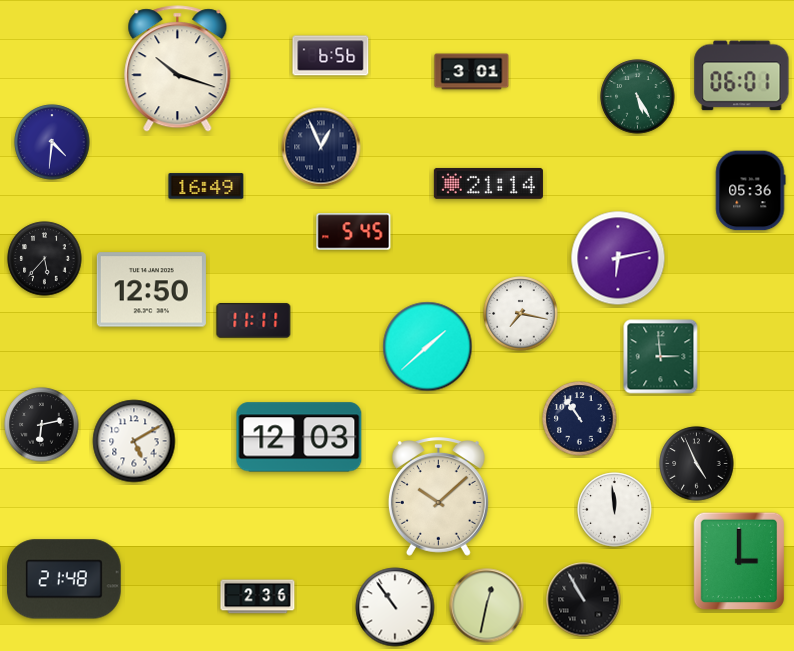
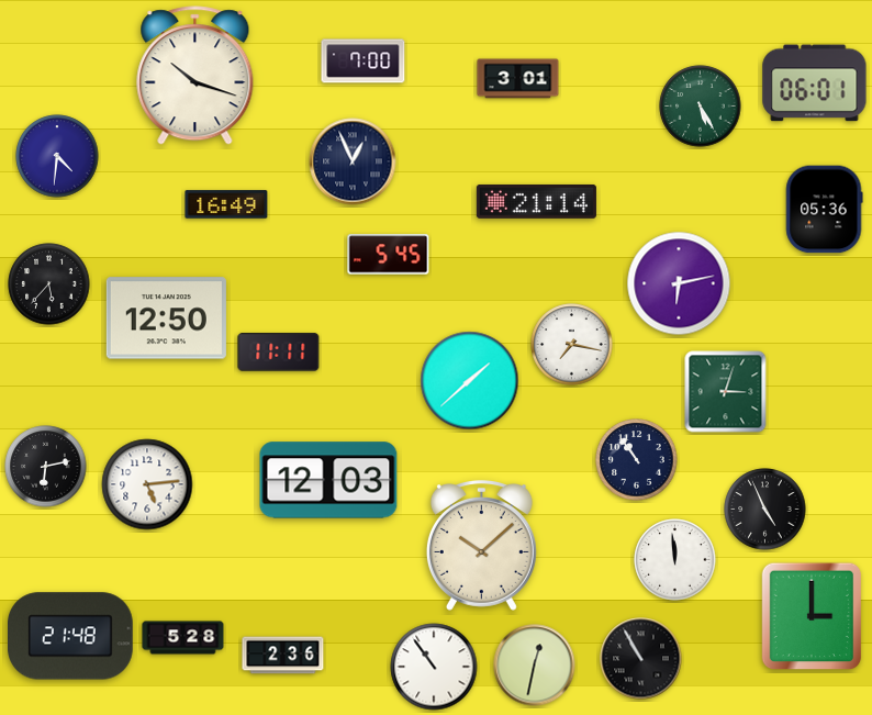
clock at (331, 56): 6:56 -> 7:00
clock at (661, 357): 2:59 -> 3:03
clock at (134, 441): 5:10 -> 5:14
clock at (183, 638): none -> 5:28
